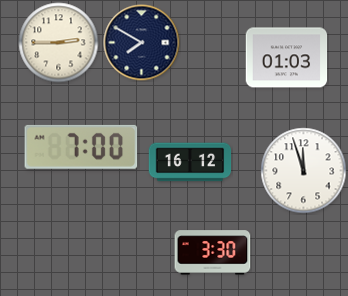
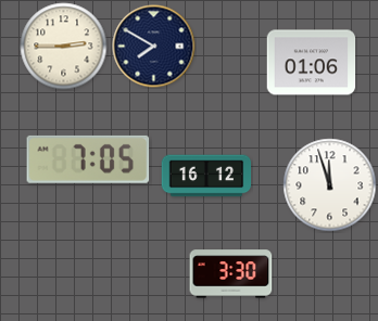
clock at (287, 58): 01:03 -> 01:06
clock at (81, 147): 7:00 -> 7:05
